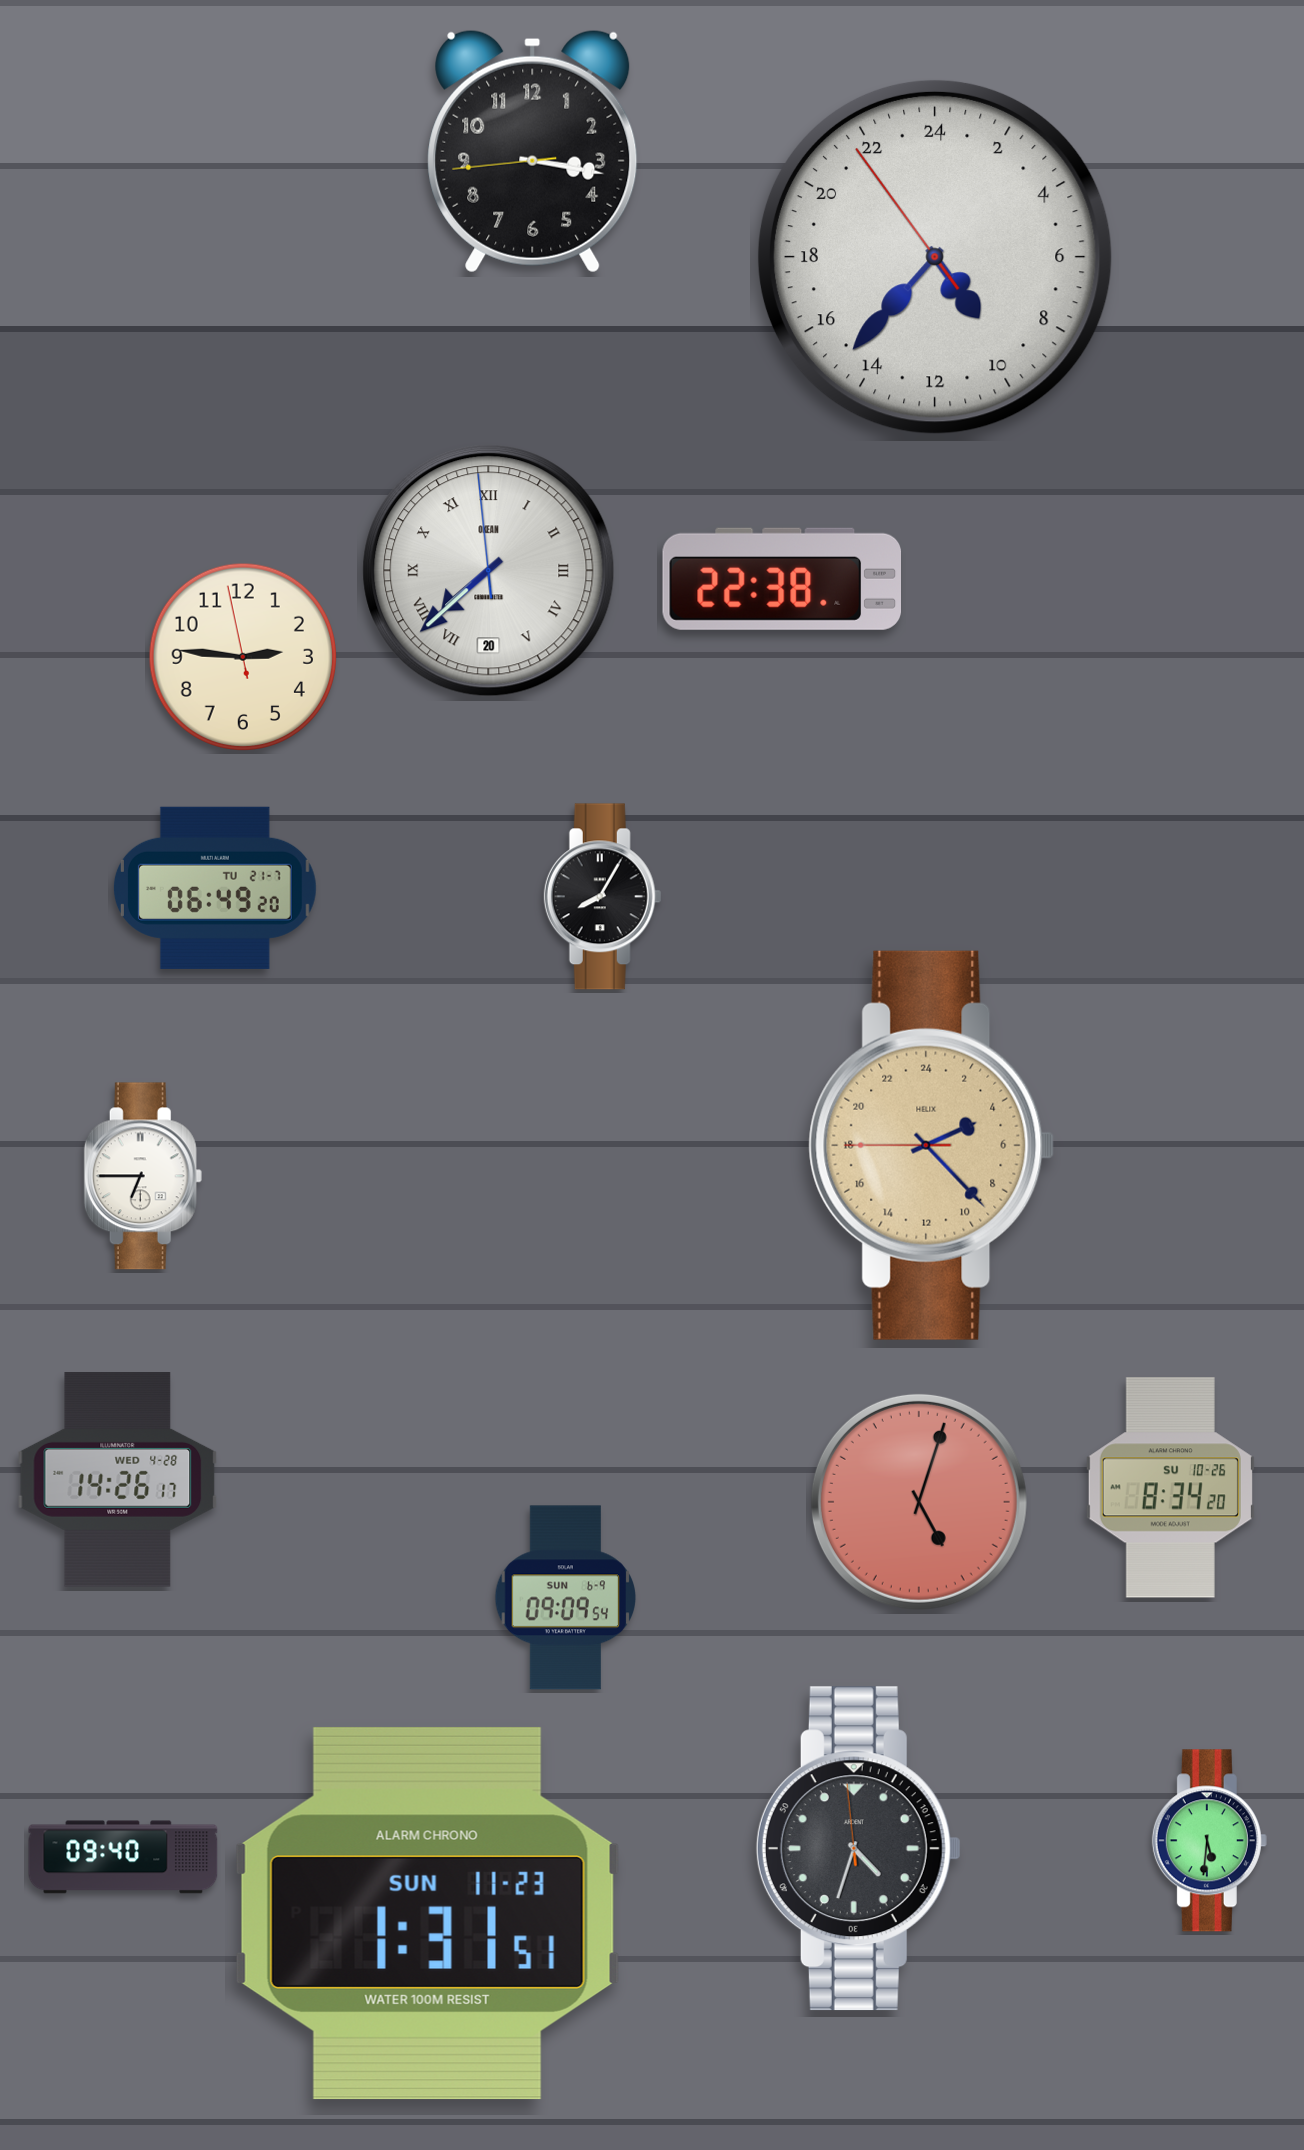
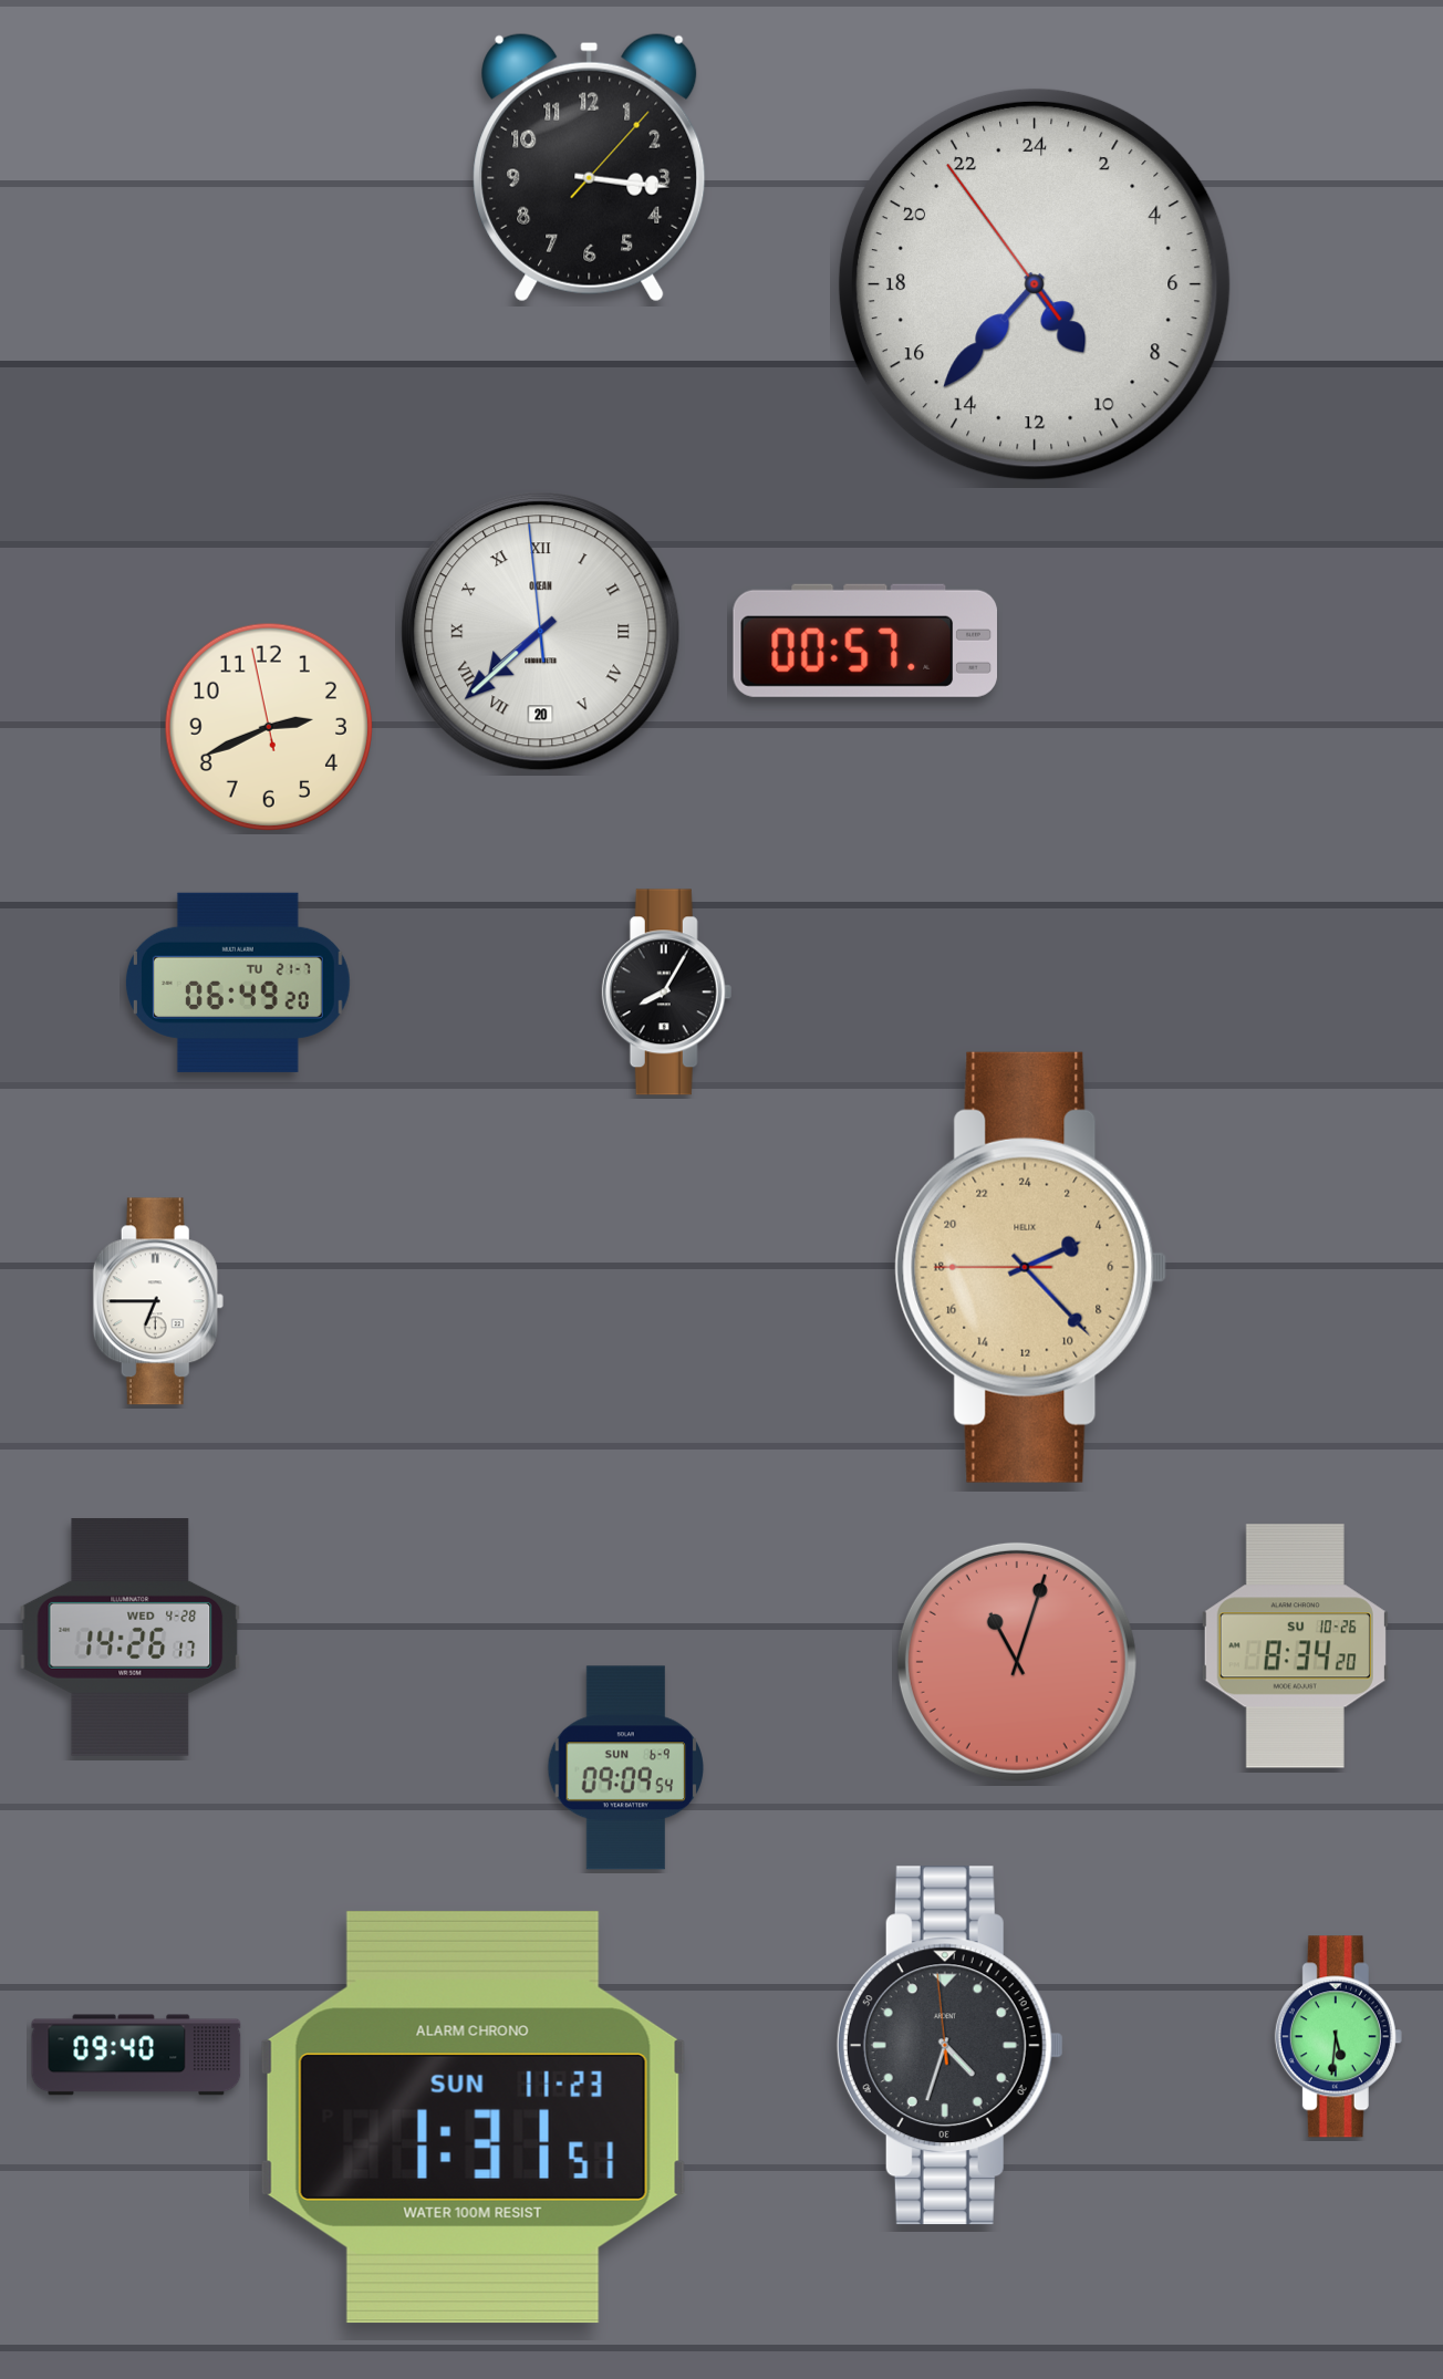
clock at (533, 151): 3:16:44 -> 3:16:07
clock at (781, 579): 22:38 -> 00:57
clock at (242, 656): 2:45 -> 2:40
clock at (919, 1502): 5:03 -> 11:03
